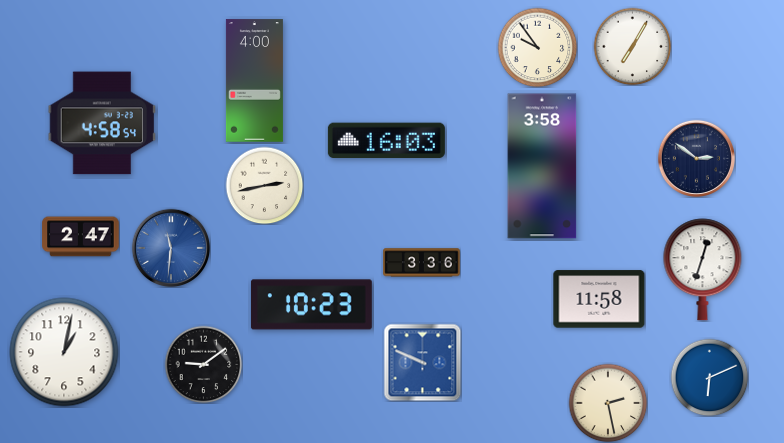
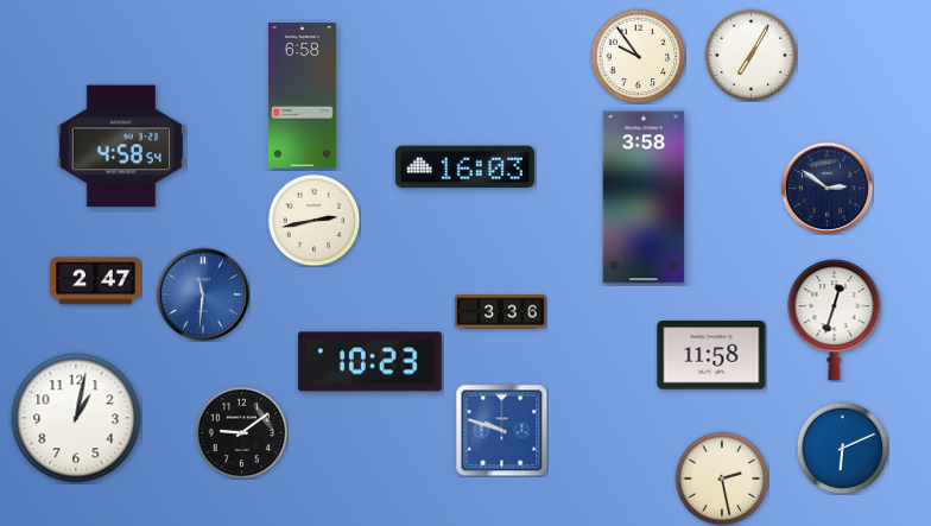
clock at (254, 81): 4:00 -> 6:58
clock at (386, 141) position: (386, 141) -> (464, 167)
clock at (422, 362): 9:49 -> 9:48
